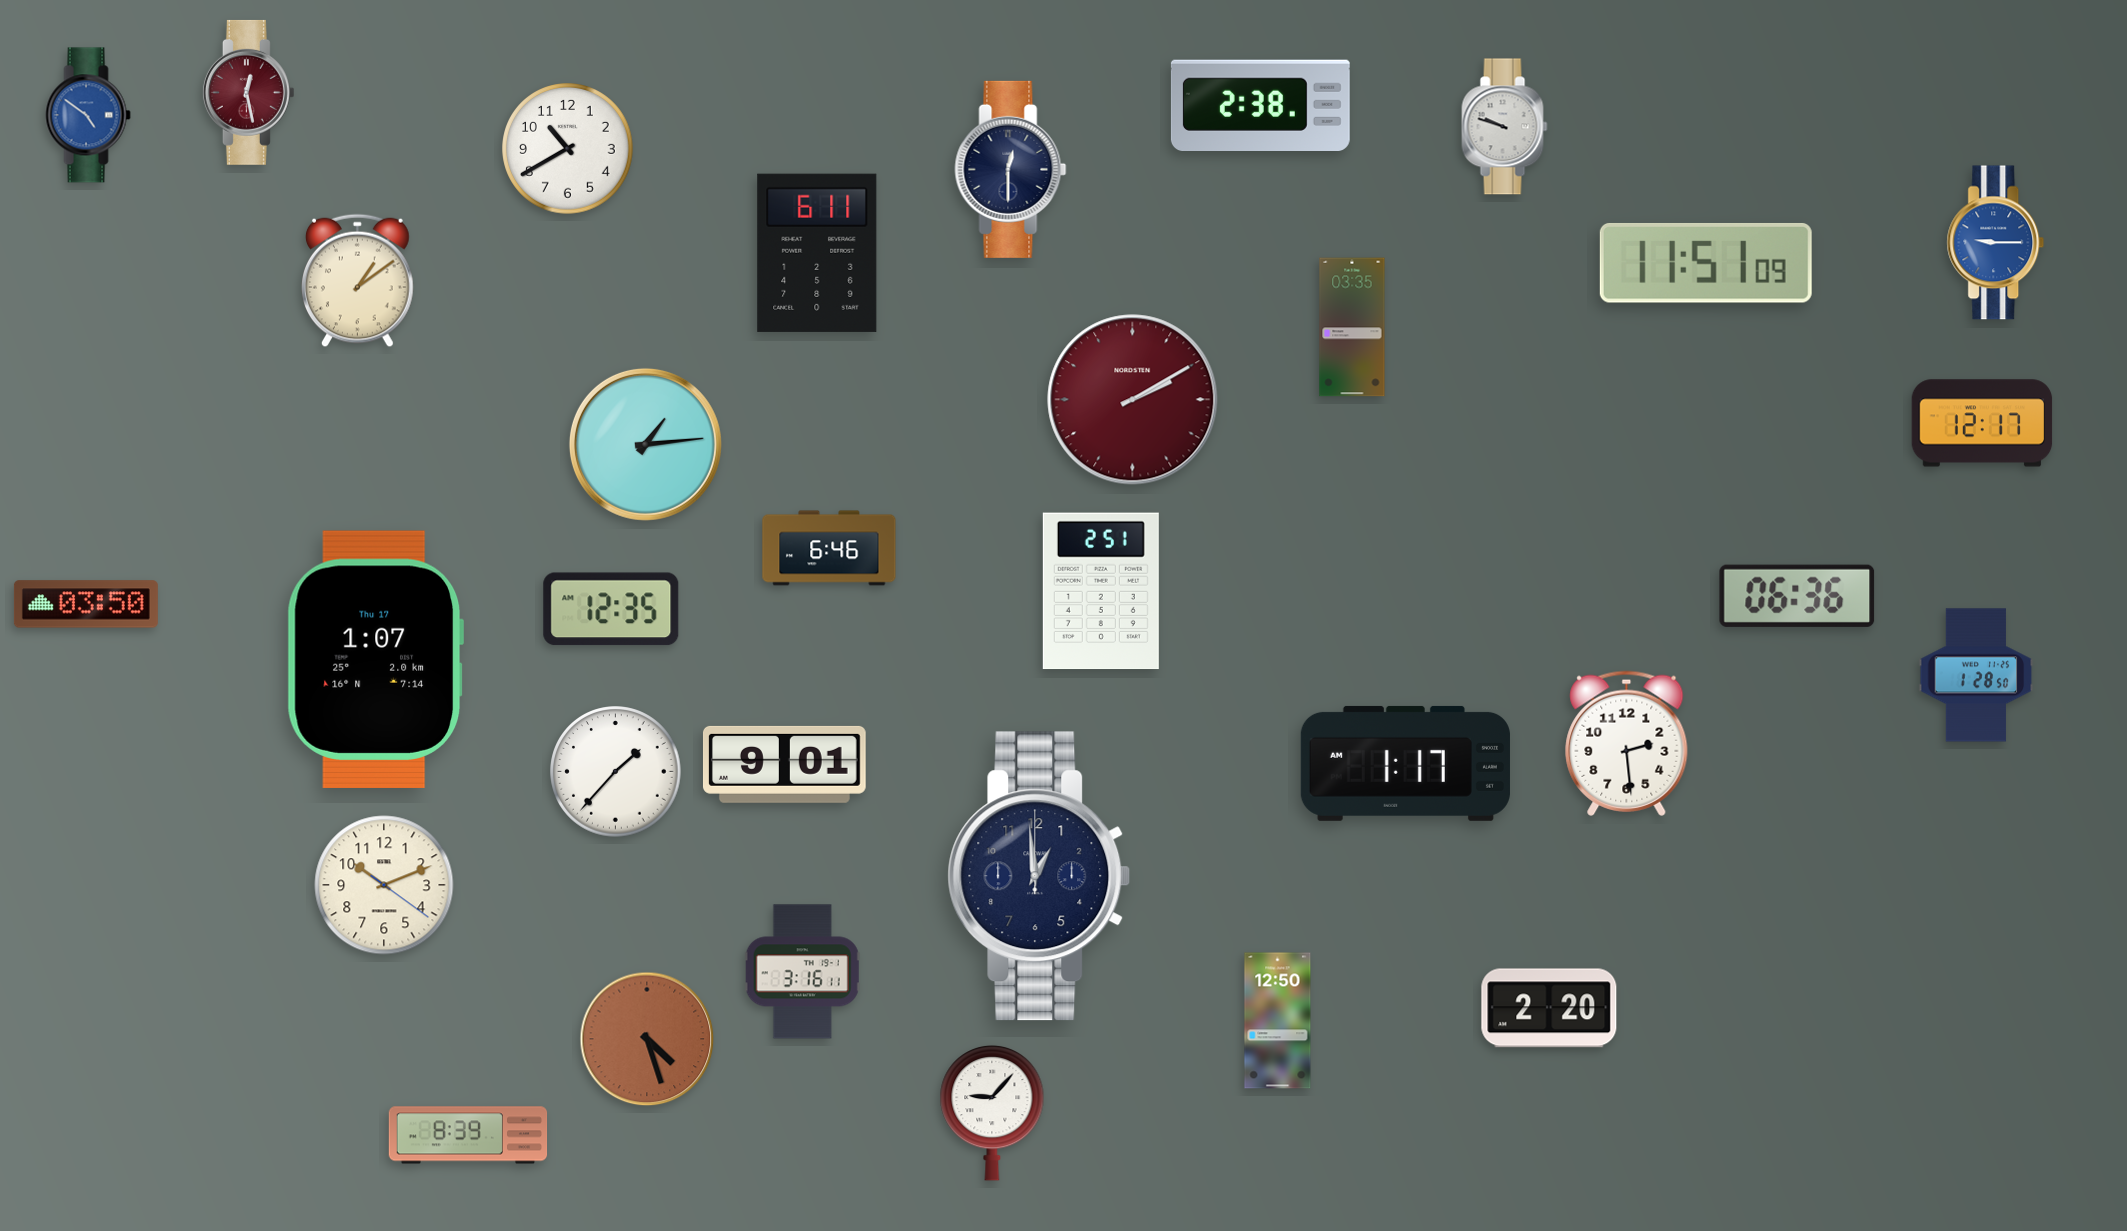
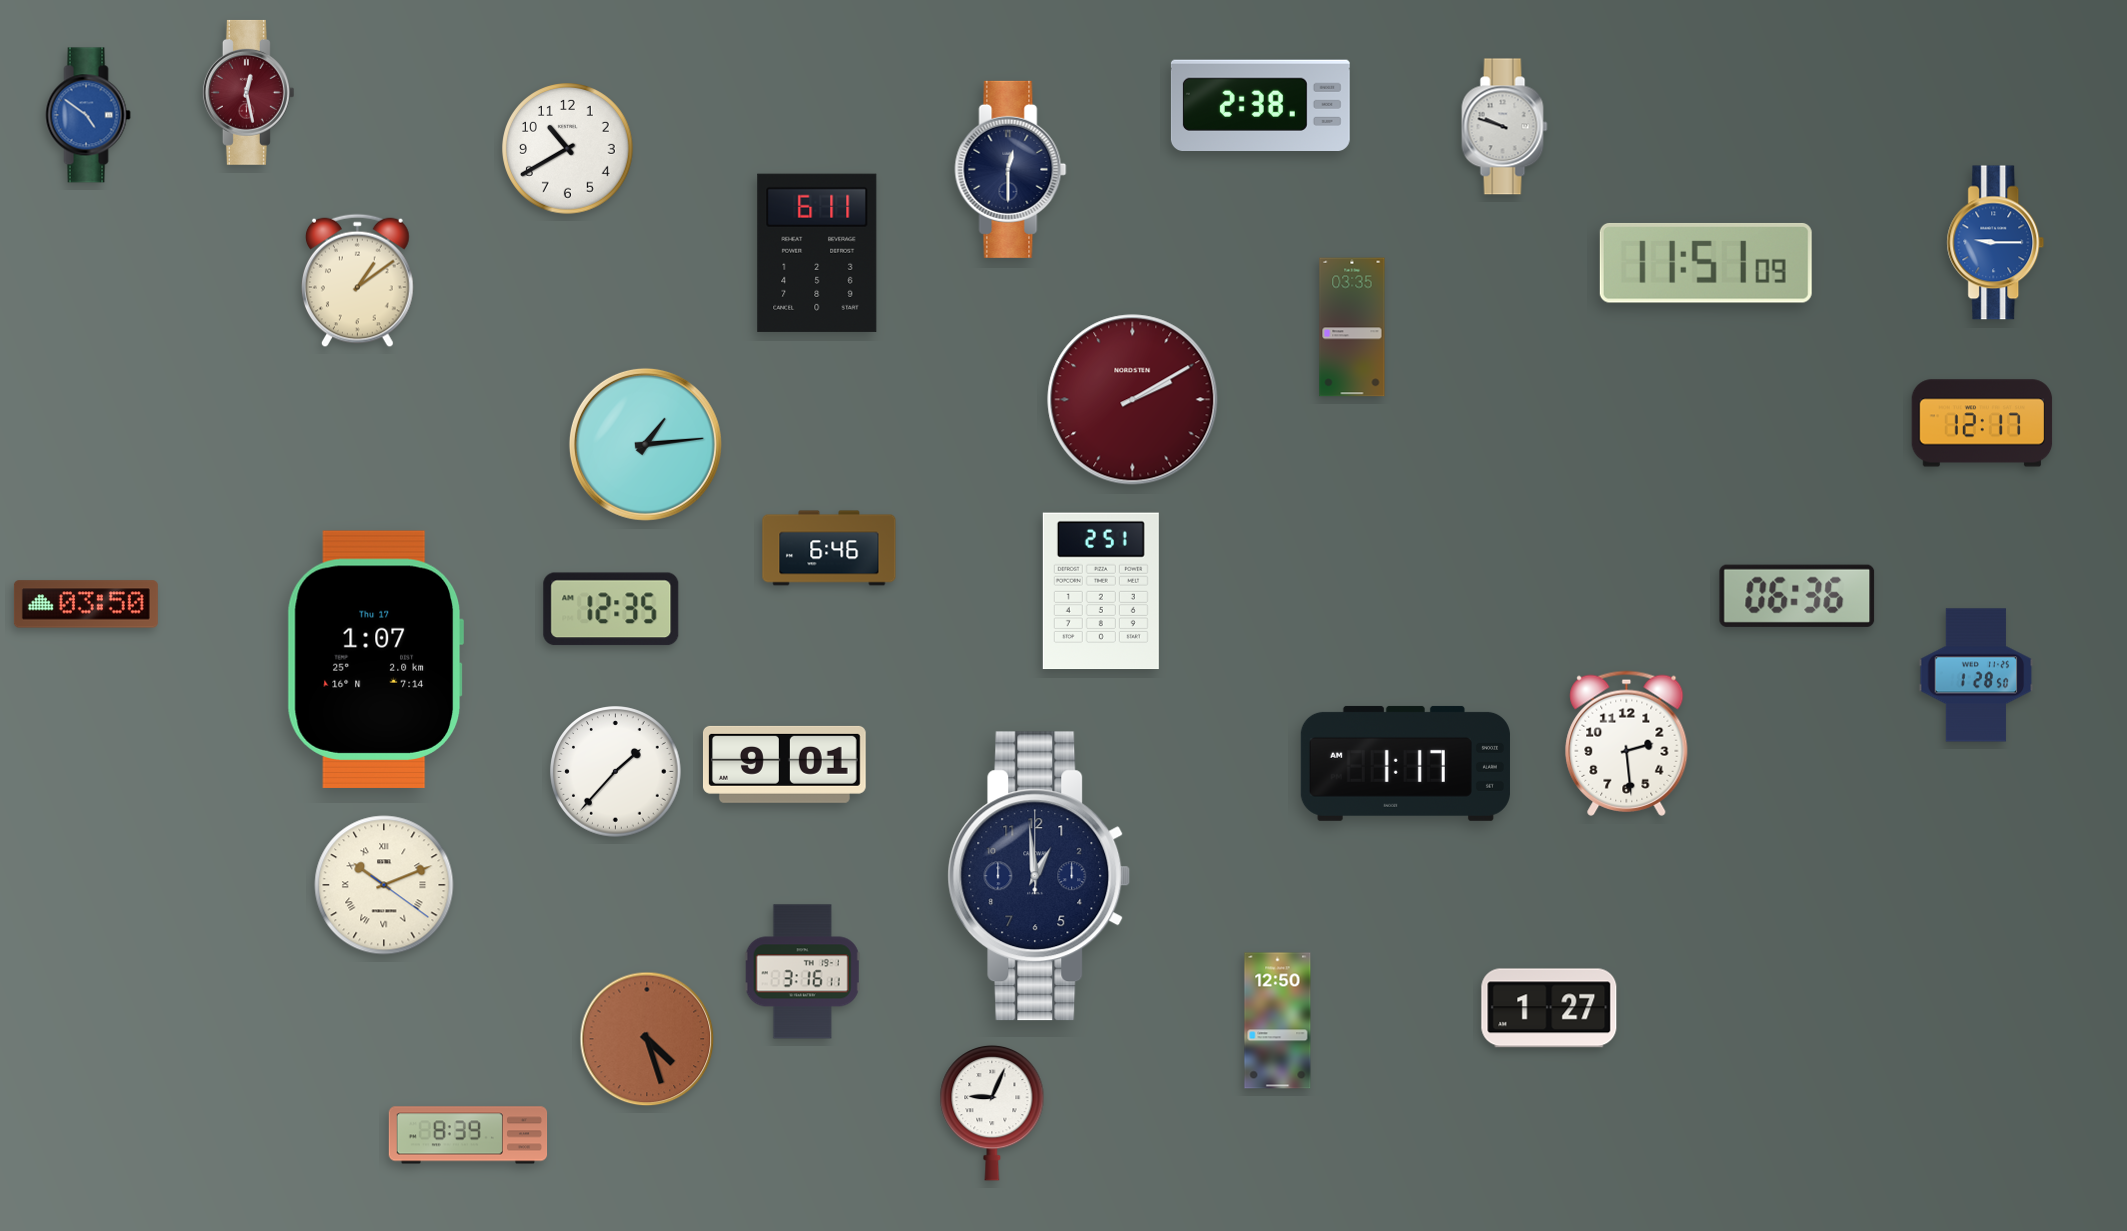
clock at (384, 885) numerals: Arabic -> Roman
clock at (1549, 1008): 2:20 -> 1:27
clock at (992, 1113): 9:07 -> 9:04
